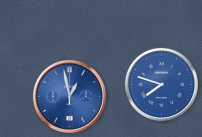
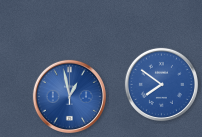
clock at (161, 84): 7:48 -> 7:51
